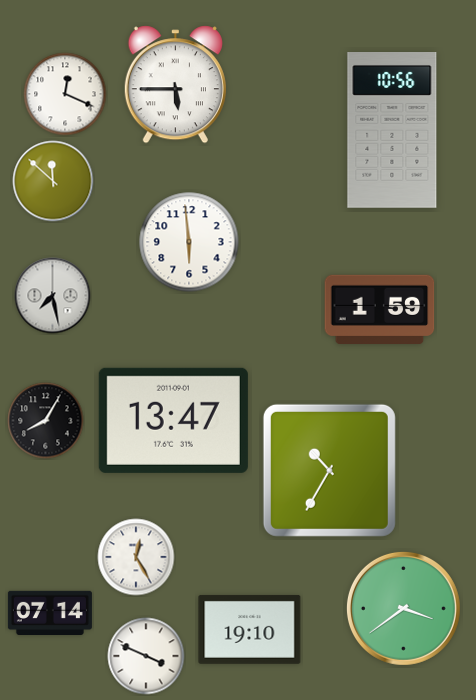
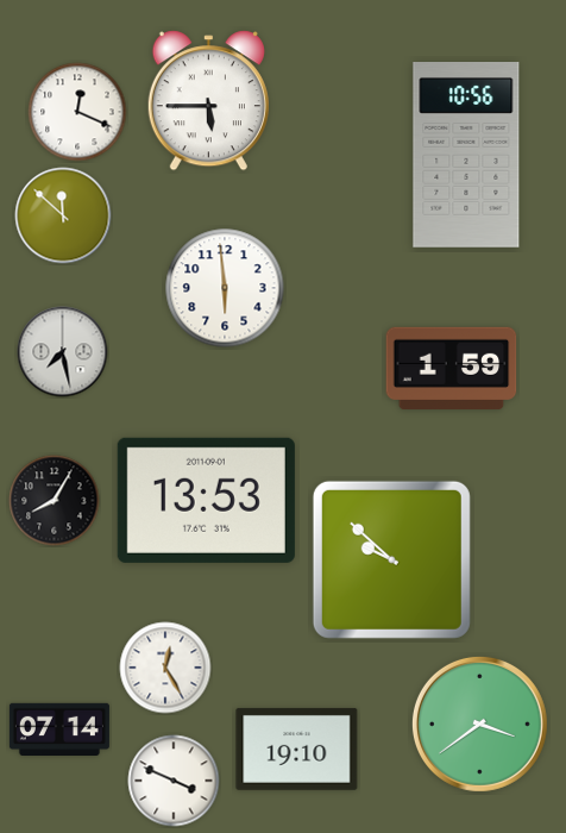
clock at (173, 420): 13:47 -> 13:53
clock at (329, 470): 10:35 -> 9:52
clock at (136, 557) position: (136, 557) -> (165, 668)
